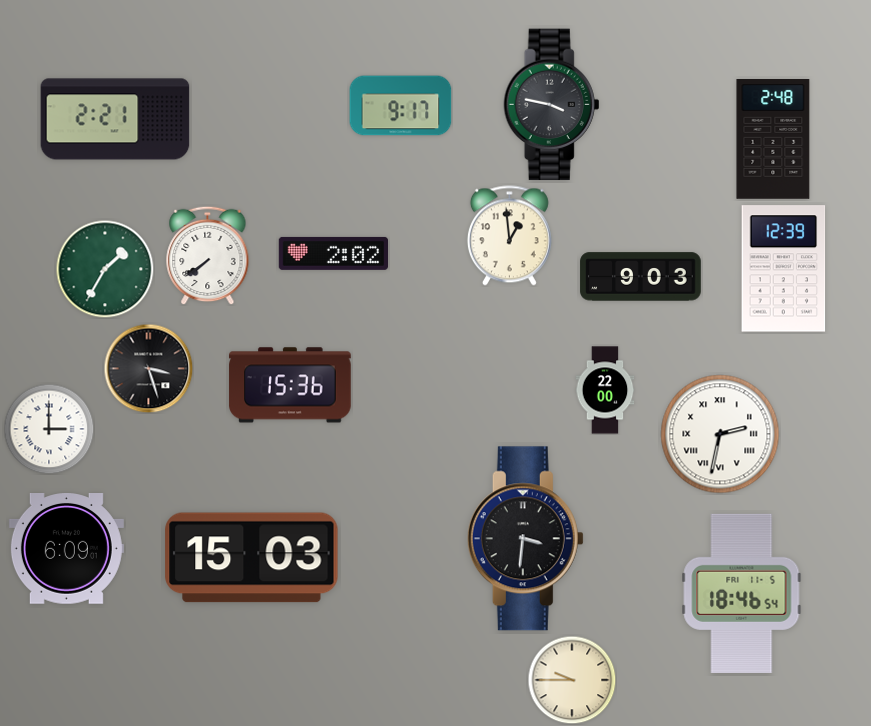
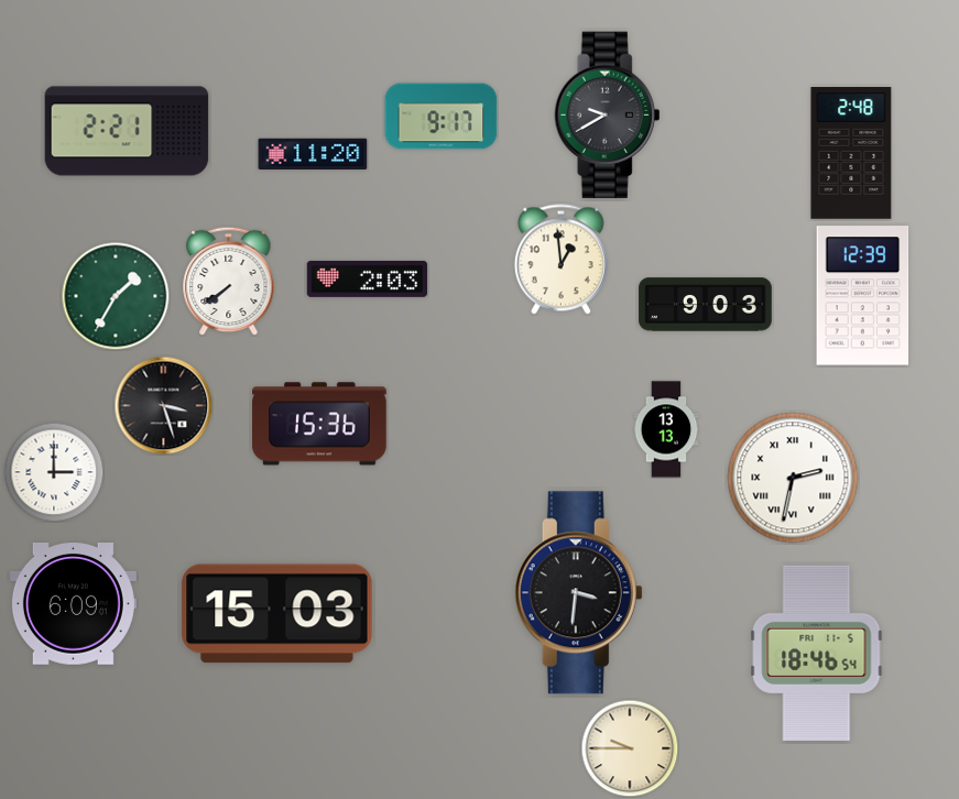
clock at (552, 105): 3:47 -> 9:40
clock at (313, 154): none -> 11:20
clock at (333, 253): 2:02 -> 2:03
clock at (605, 390): 22:00 -> 13:13
